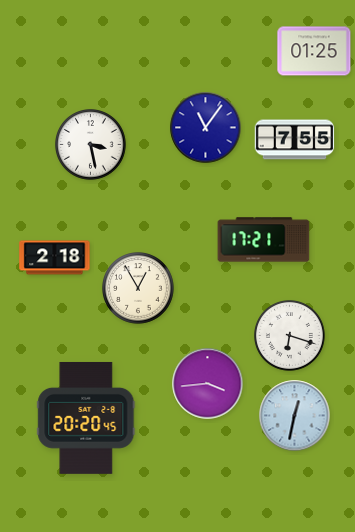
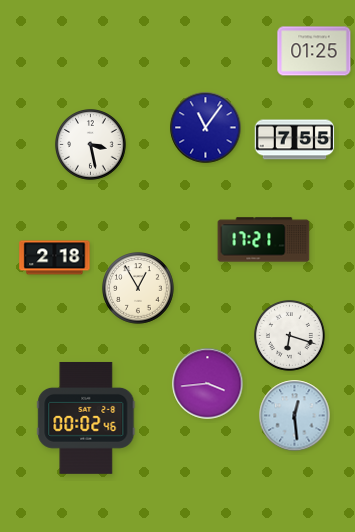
clock at (295, 416): 12:32 -> 12:29
clock at (86, 418): 20:20 -> 00:02
